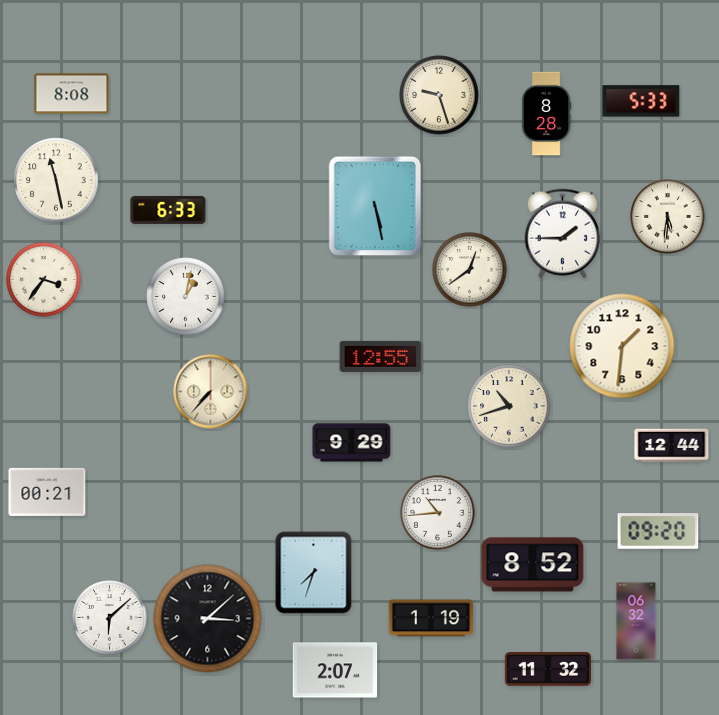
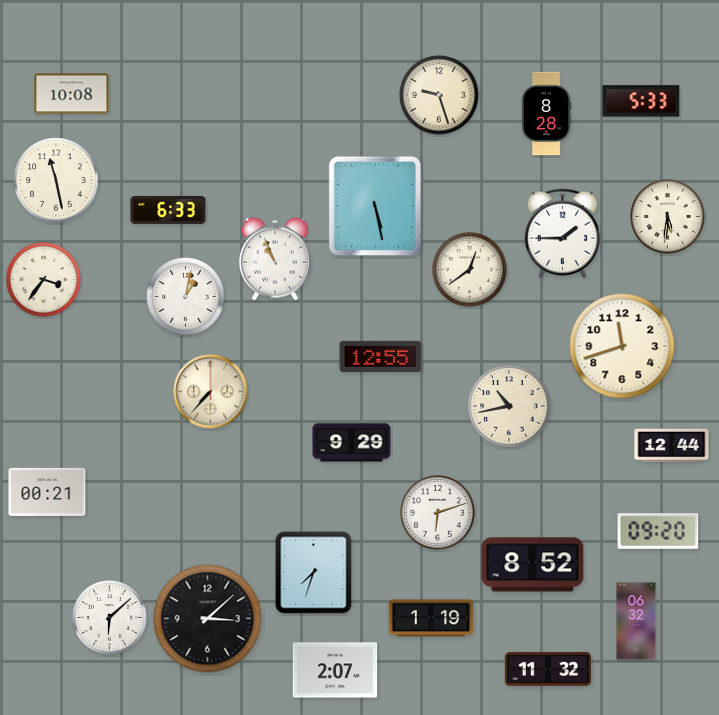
clock at (72, 94): 8:08 -> 10:08
clock at (275, 259): none -> 10:56
clock at (622, 346): 1:31 -> 11:42
clock at (509, 406): 10:42 -> 10:43
clock at (438, 513): 10:44 -> 6:12
